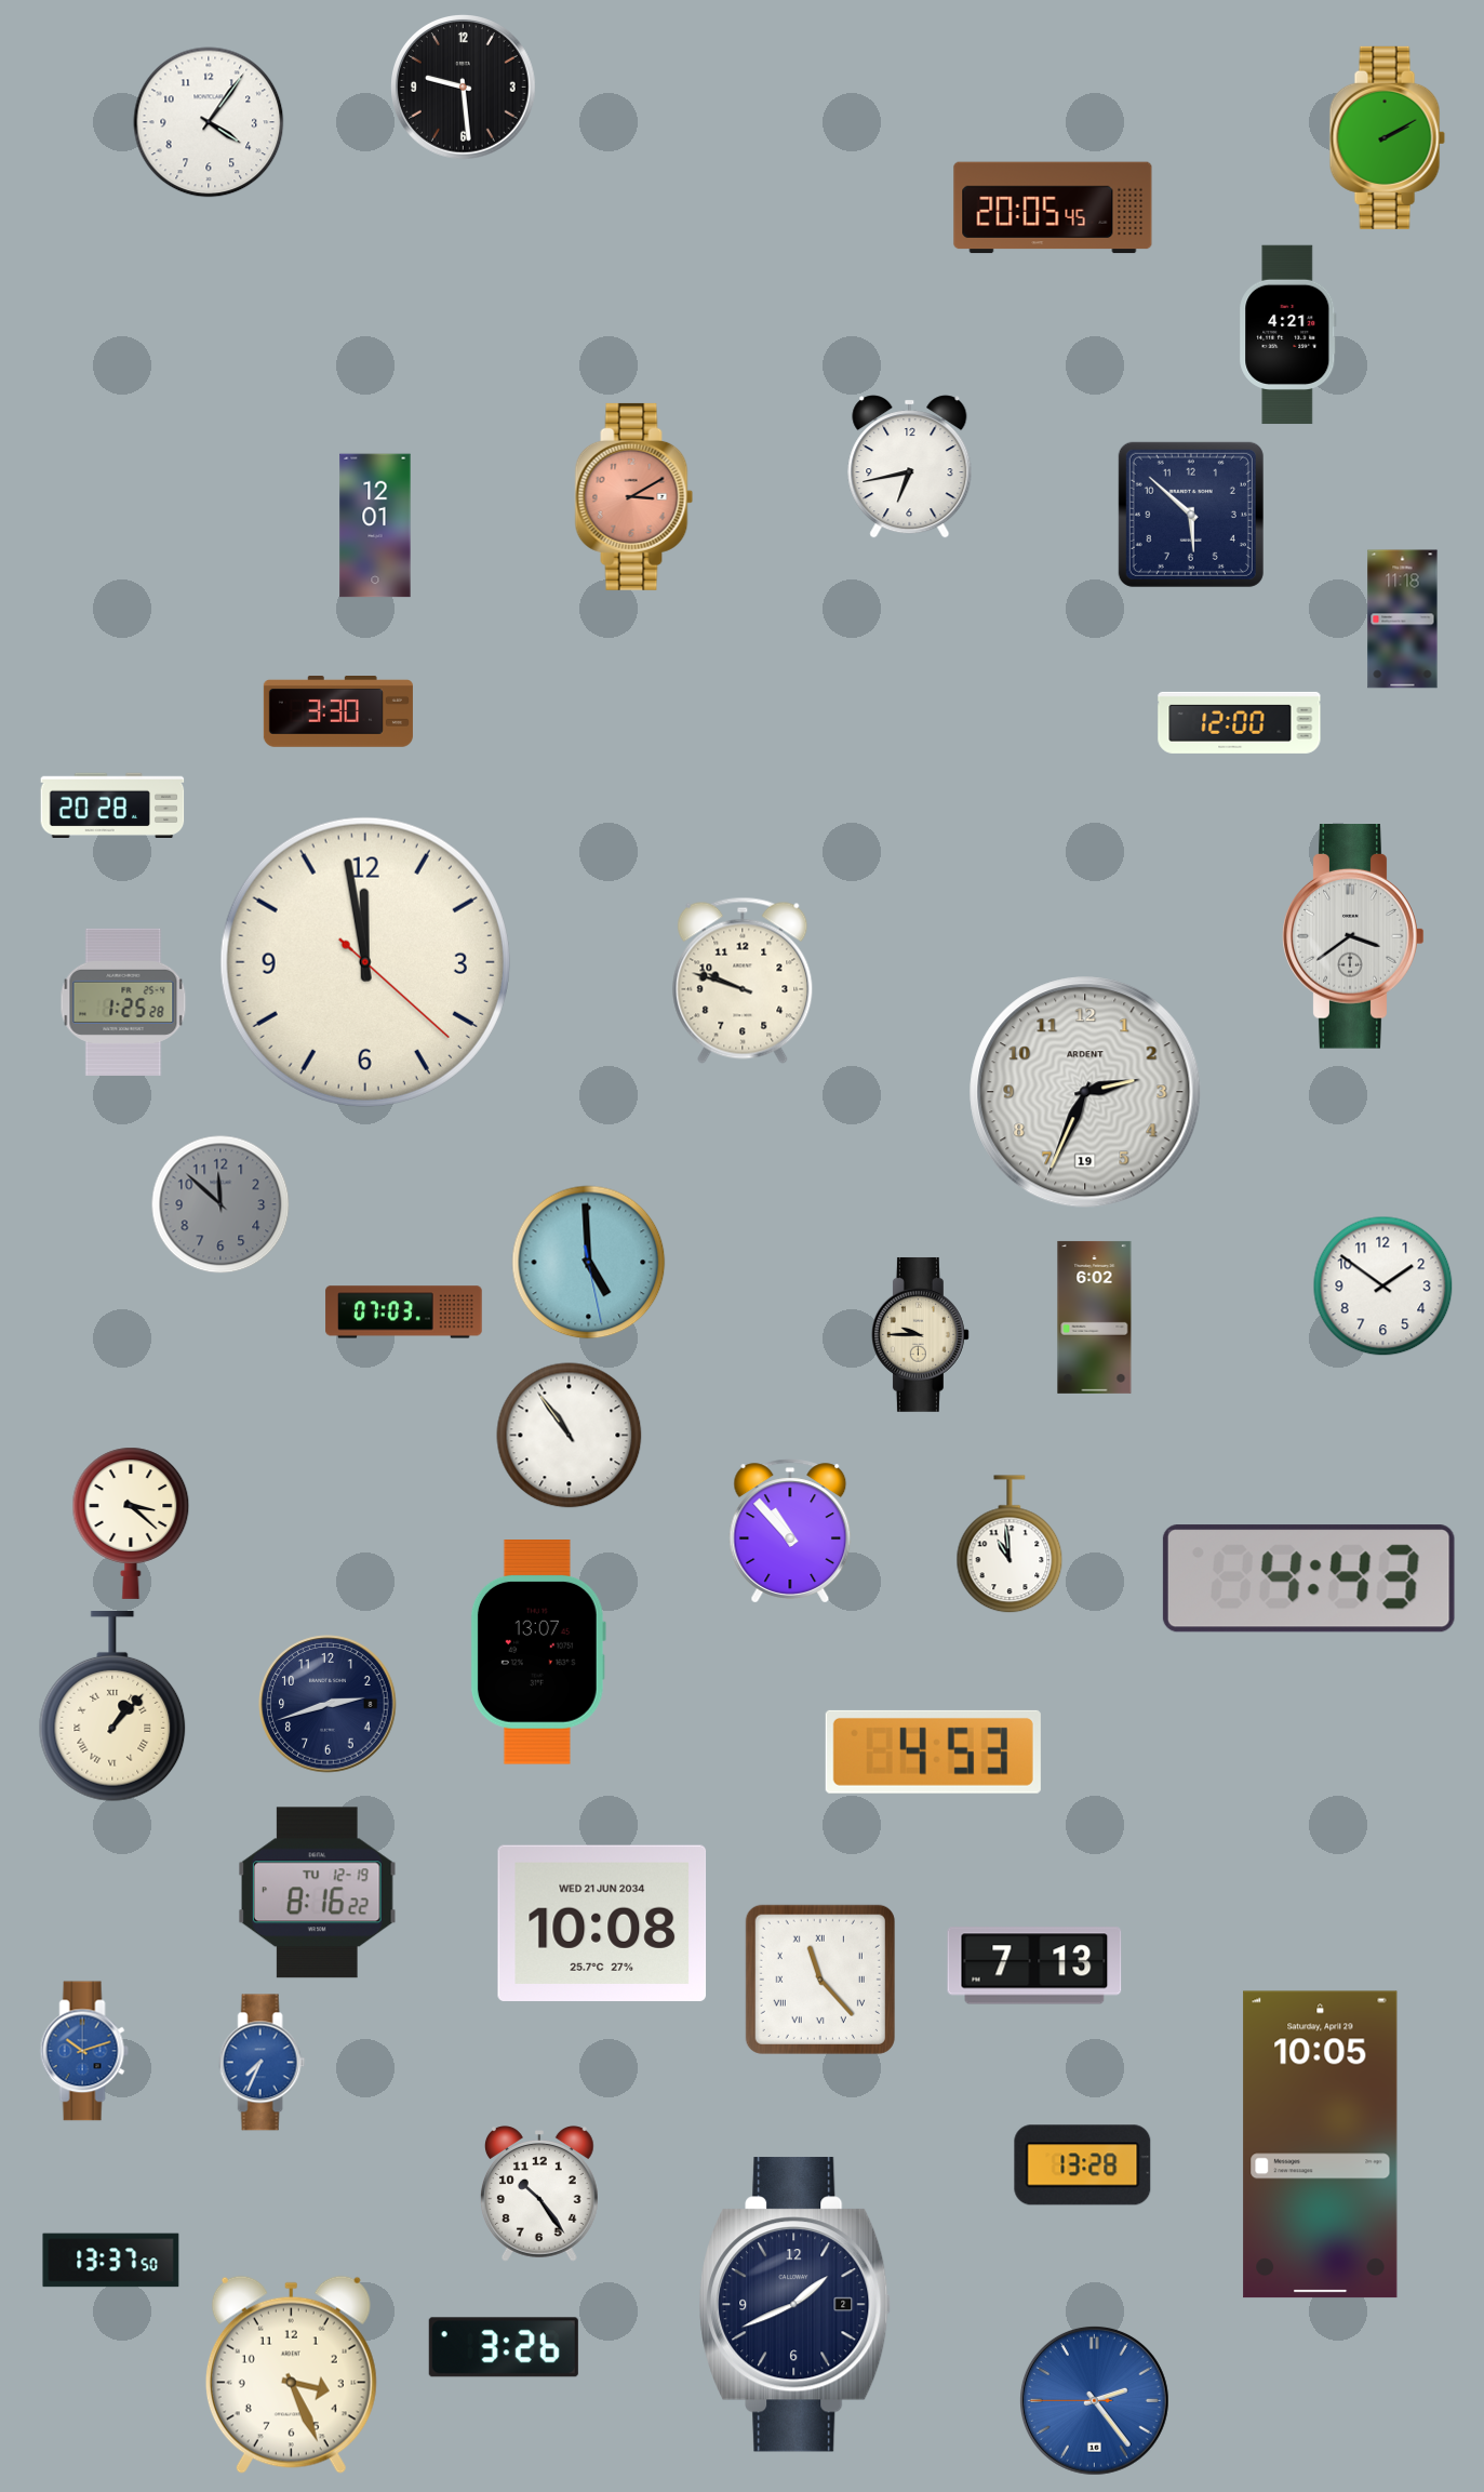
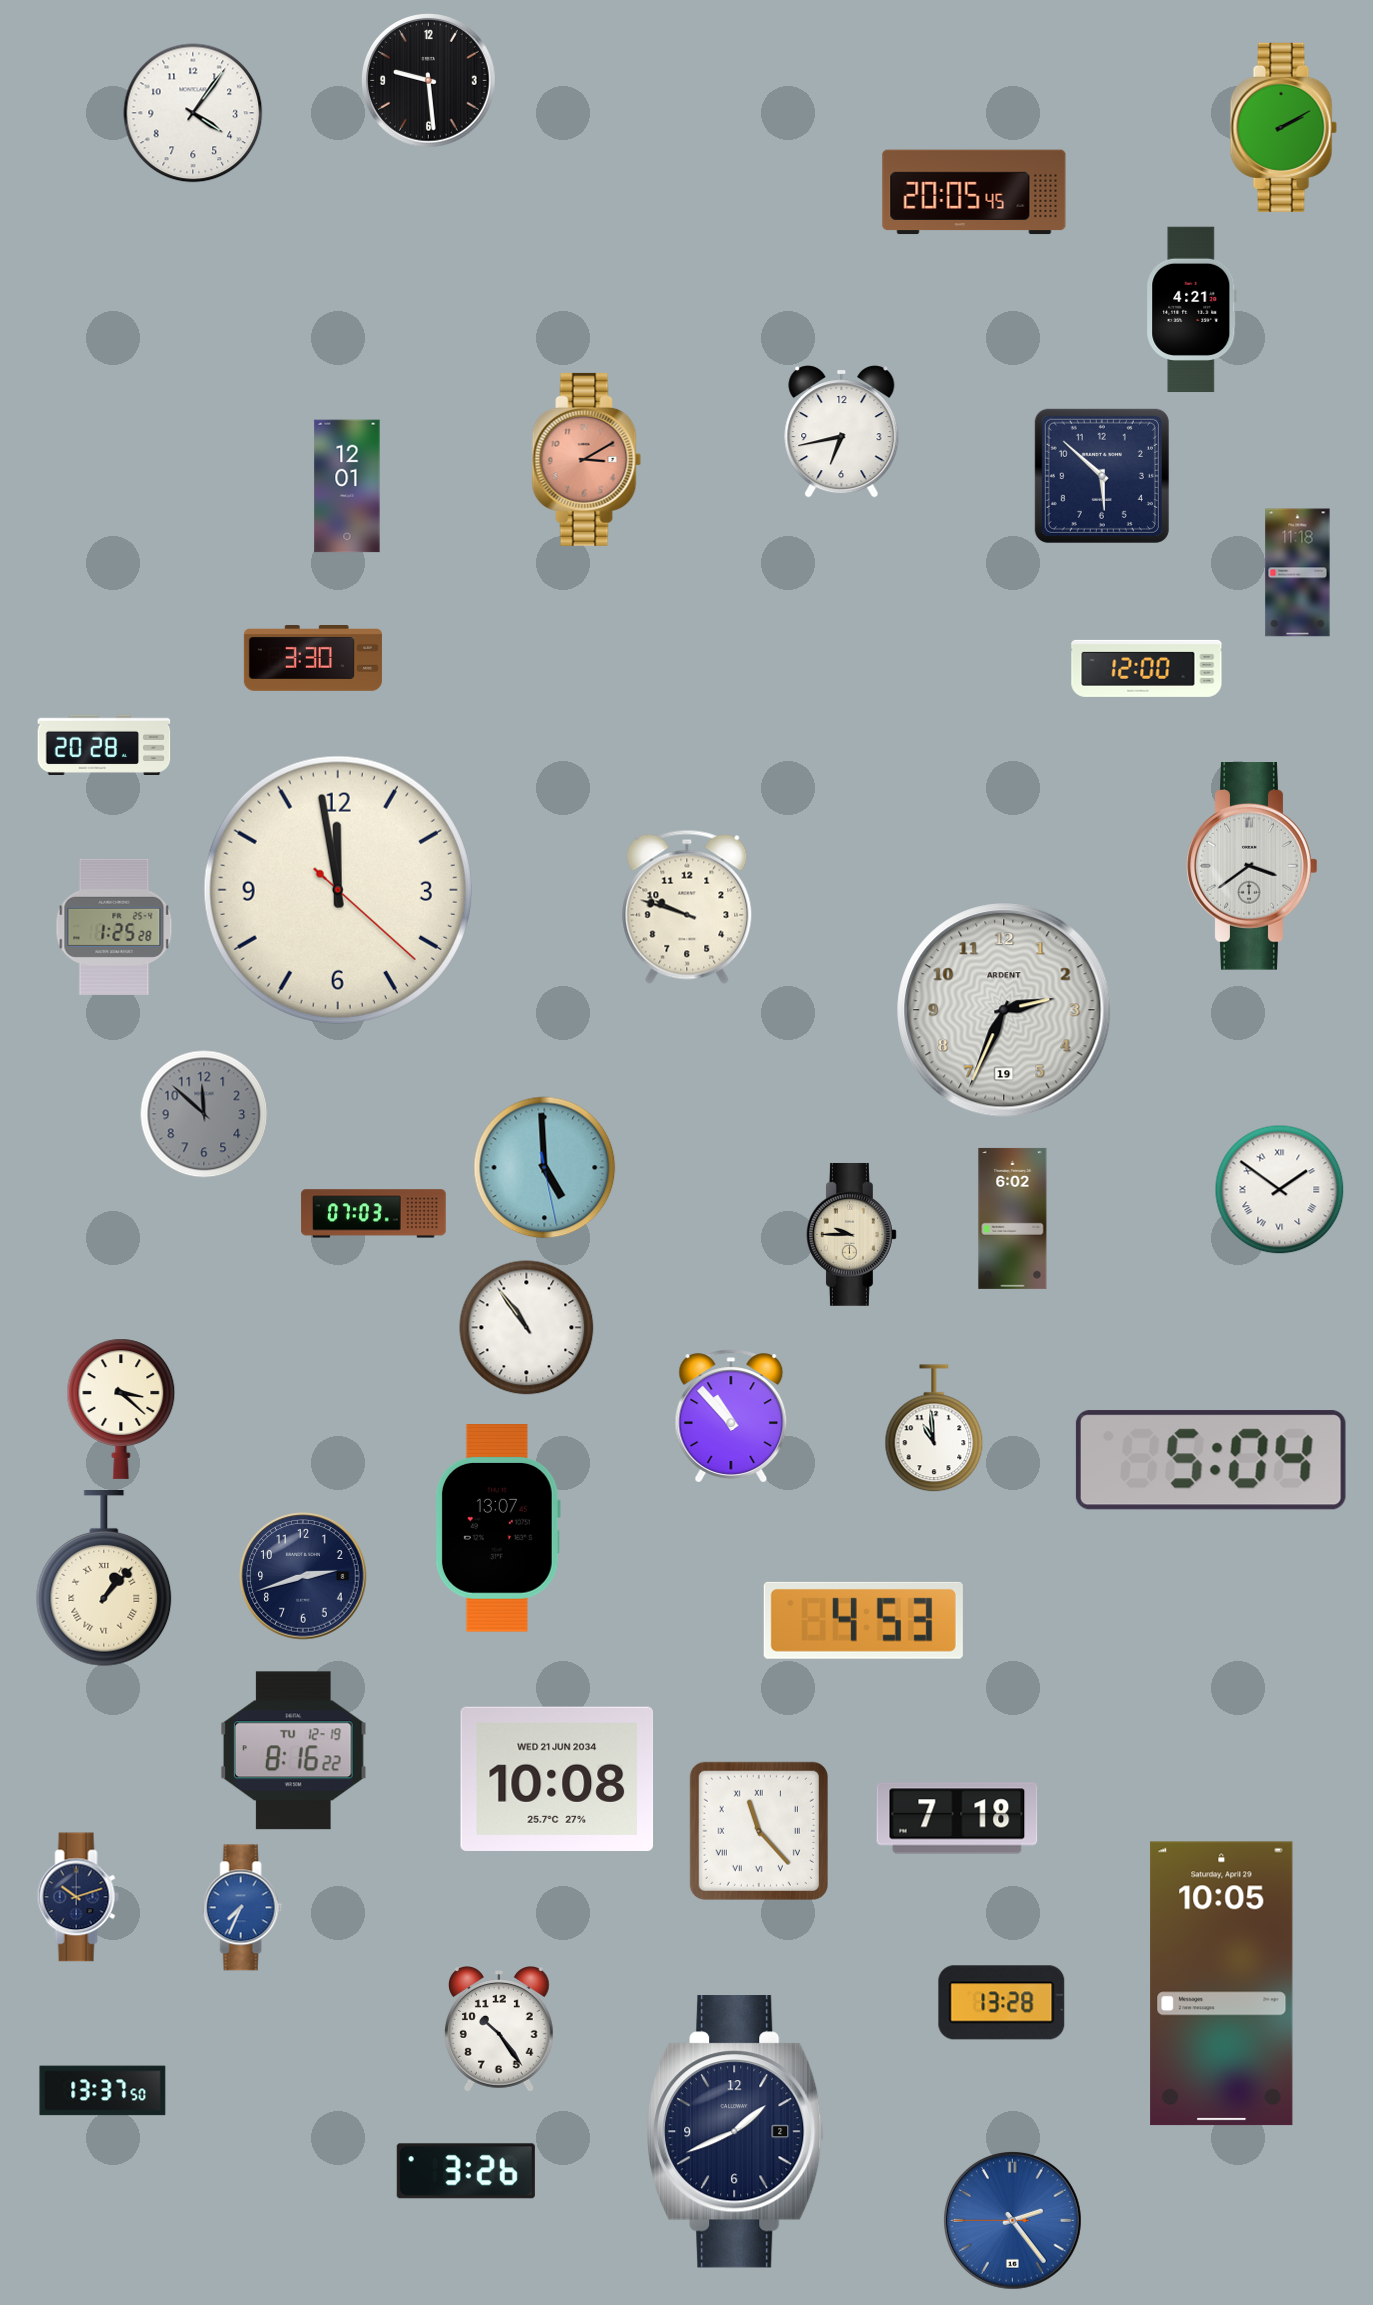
clock at (1383, 1287) numerals: Arabic -> Roman
clock at (1309, 1578): 4:43 -> 5:04
clock at (1034, 1965): 7:13 -> 7:18
clock at (84, 2051) dial: blue -> navy
clock at (291, 2374): 3:26 -> none
